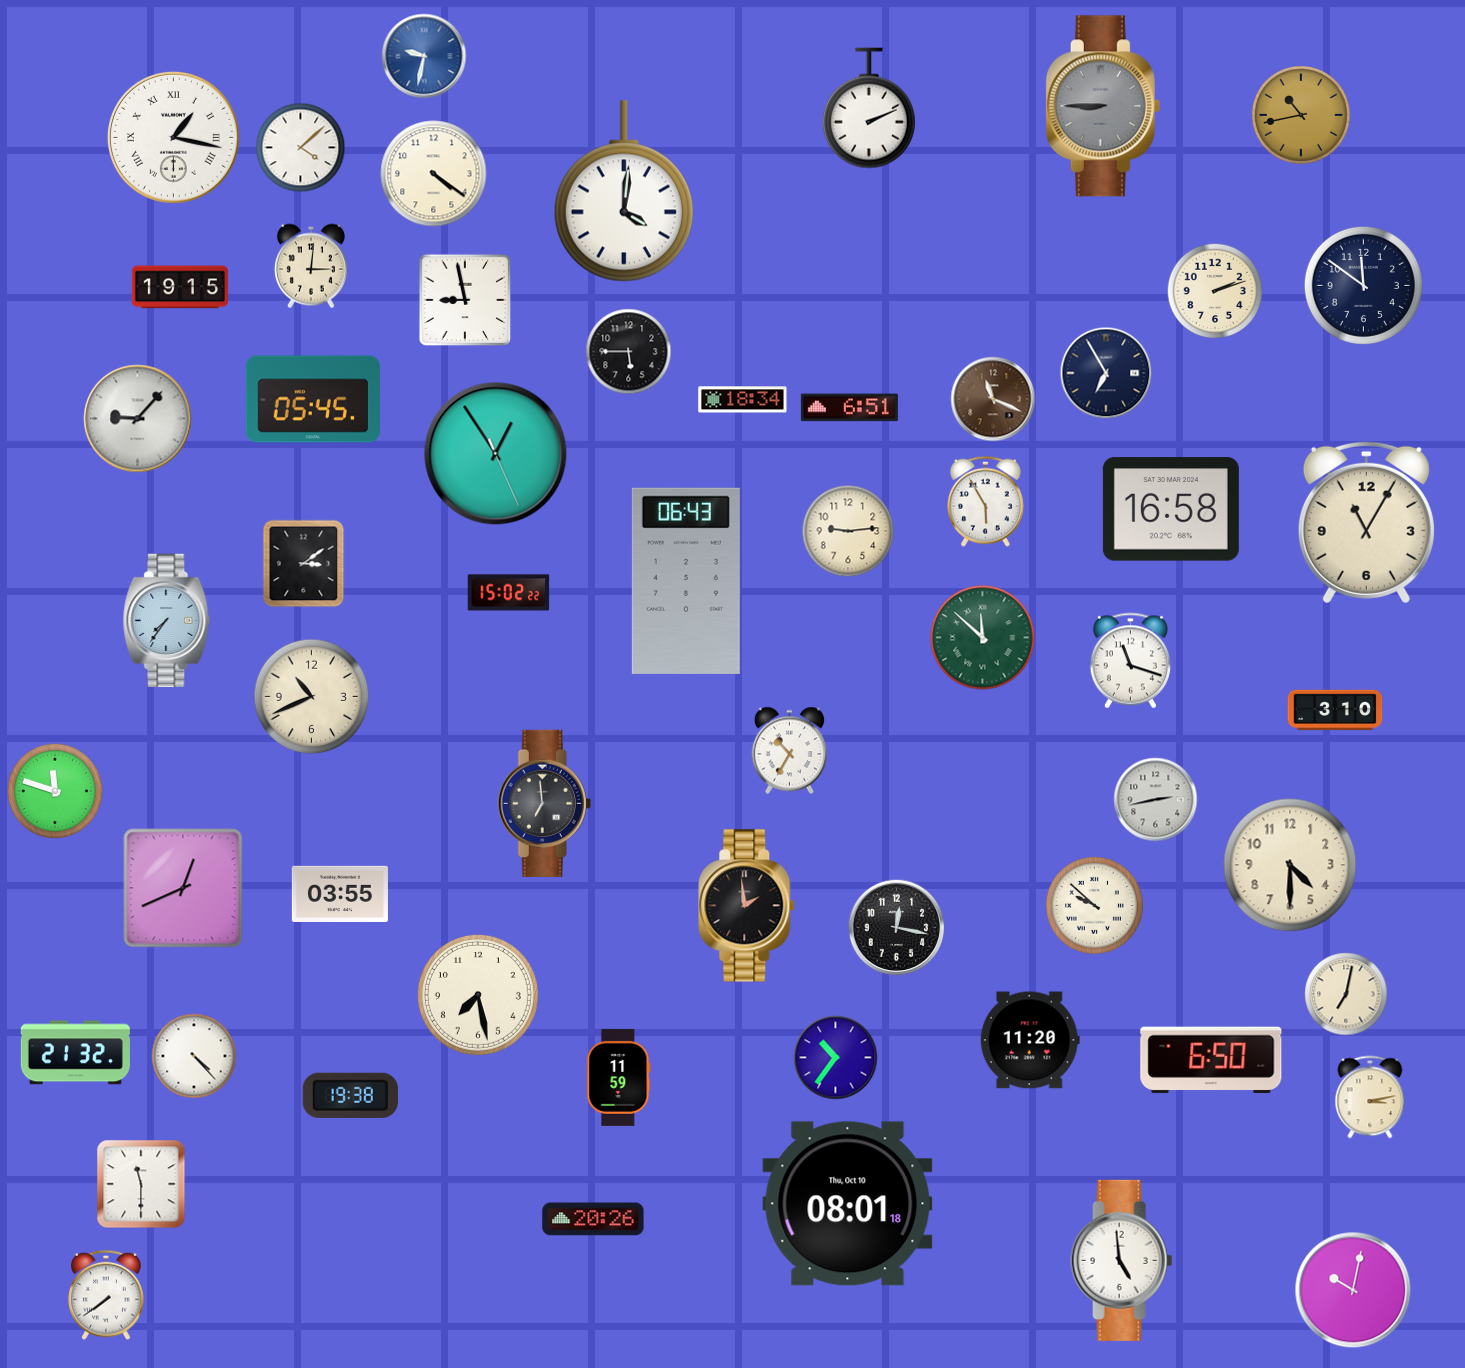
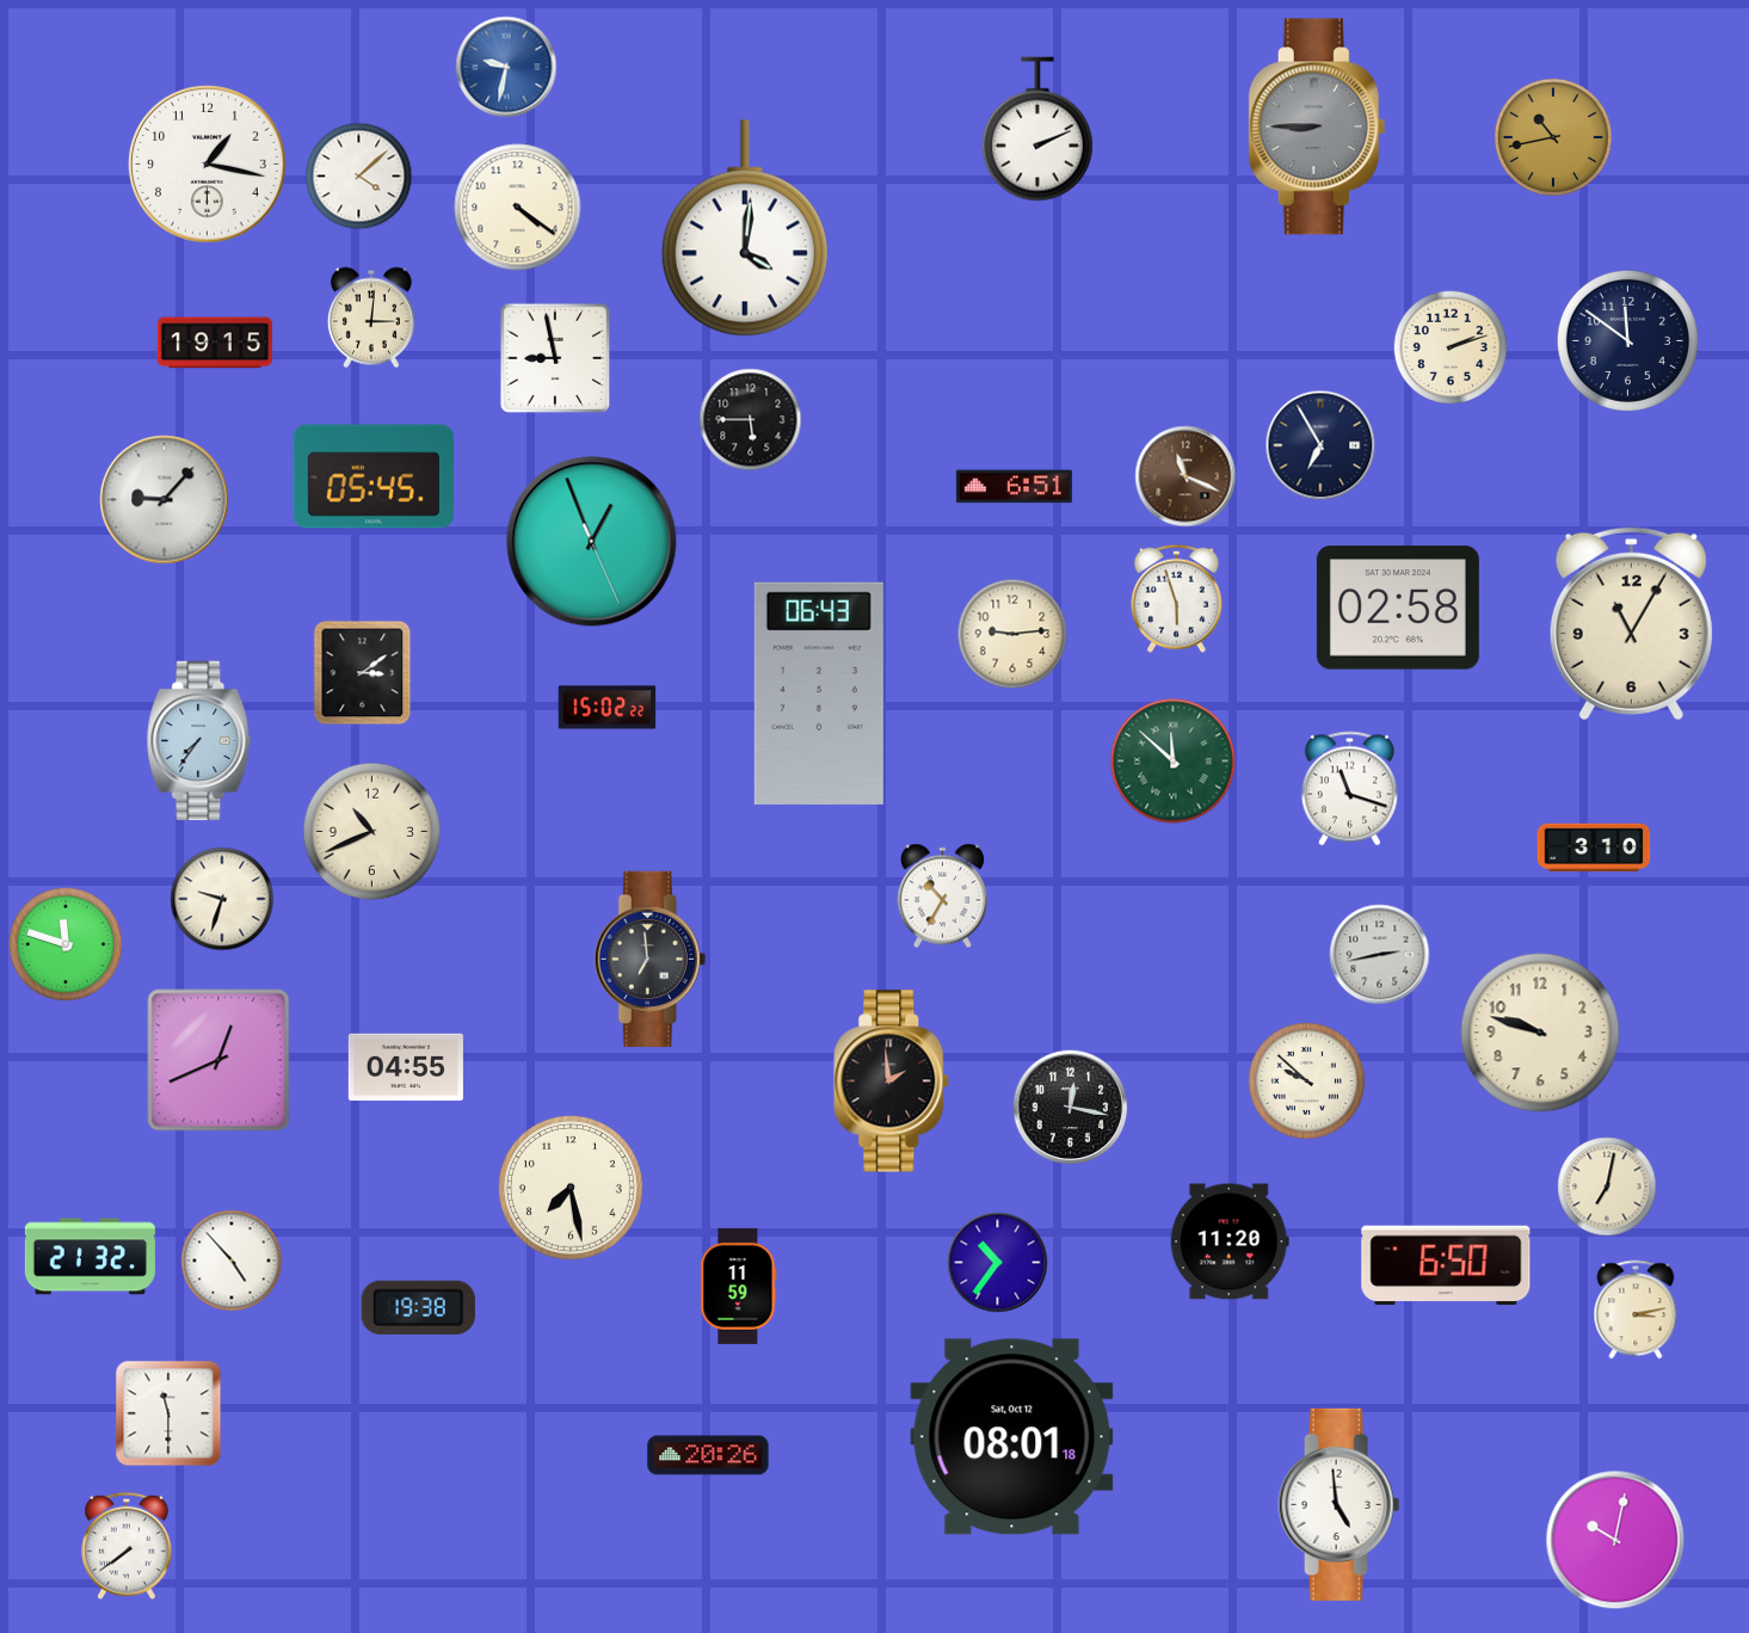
clock at (173, 137) numerals: Roman -> Arabic
clock at (743, 400): 18:34 -> none
clock at (496, 454): 12:54 -> 12:56
clock at (986, 501): 5:55 -> 5:57
clock at (1171, 509): 16:58 -> 02:58
clock at (222, 899): none -> 9:33
clock at (1290, 865): 4:30 -> 9:48
clock at (340, 893): 03:55 -> 04:55
clock at (194, 1056): 4:23 -> 4:53
clock at (848, 1204) date: Thu, Oct 10 -> Sat, Oct 12
